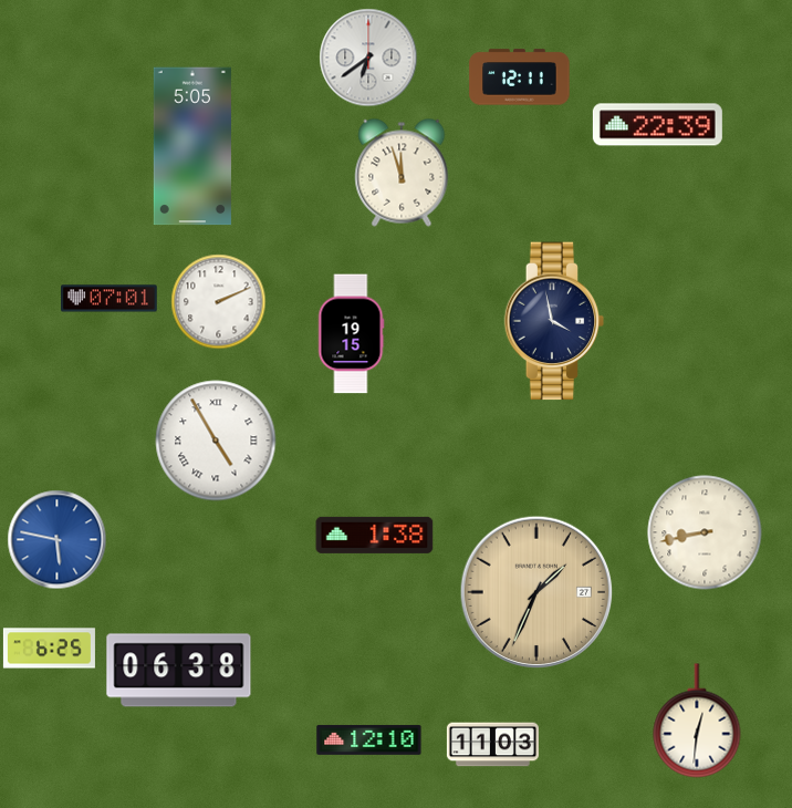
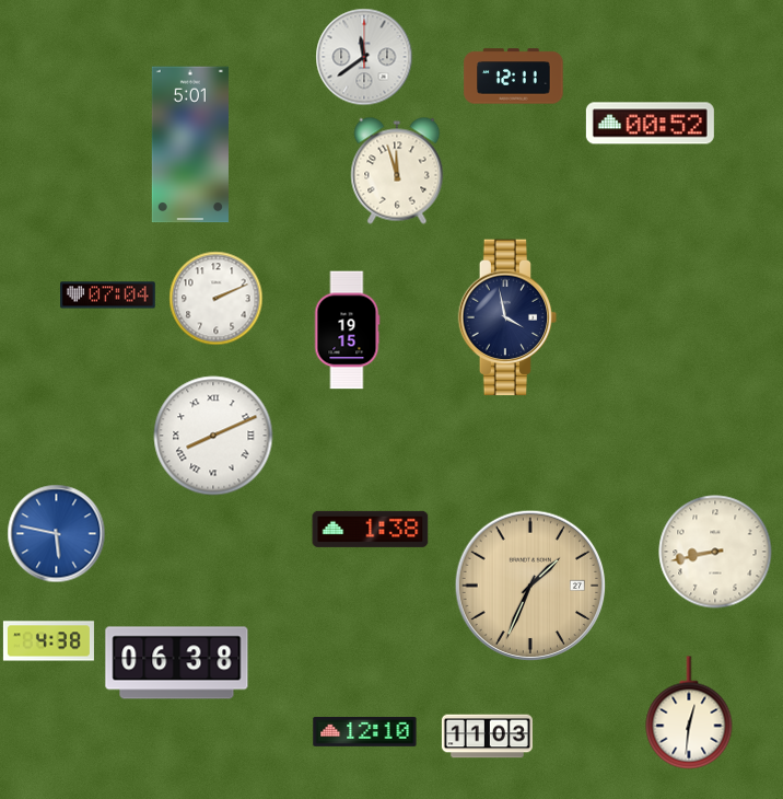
clock at (368, 58): 6:39 -> 11:39
clock at (657, 125): 22:39 -> 00:52
clock at (192, 146): 5:05 -> 5:01
clock at (110, 299): 07:01 -> 07:04
clock at (554, 321) position: (554, 321) -> (507, 317)
clock at (216, 441): 4:55 -> 8:11
clock at (705, 532) position: (705, 532) -> (715, 552)
clock at (49, 649): 6:25 -> 4:38
